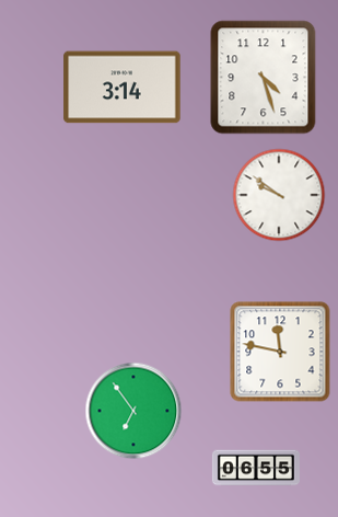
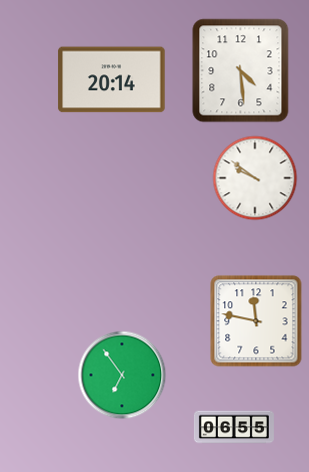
clock at (264, 78): 4:27 -> 4:29
clock at (123, 88): 3:14 -> 20:14
